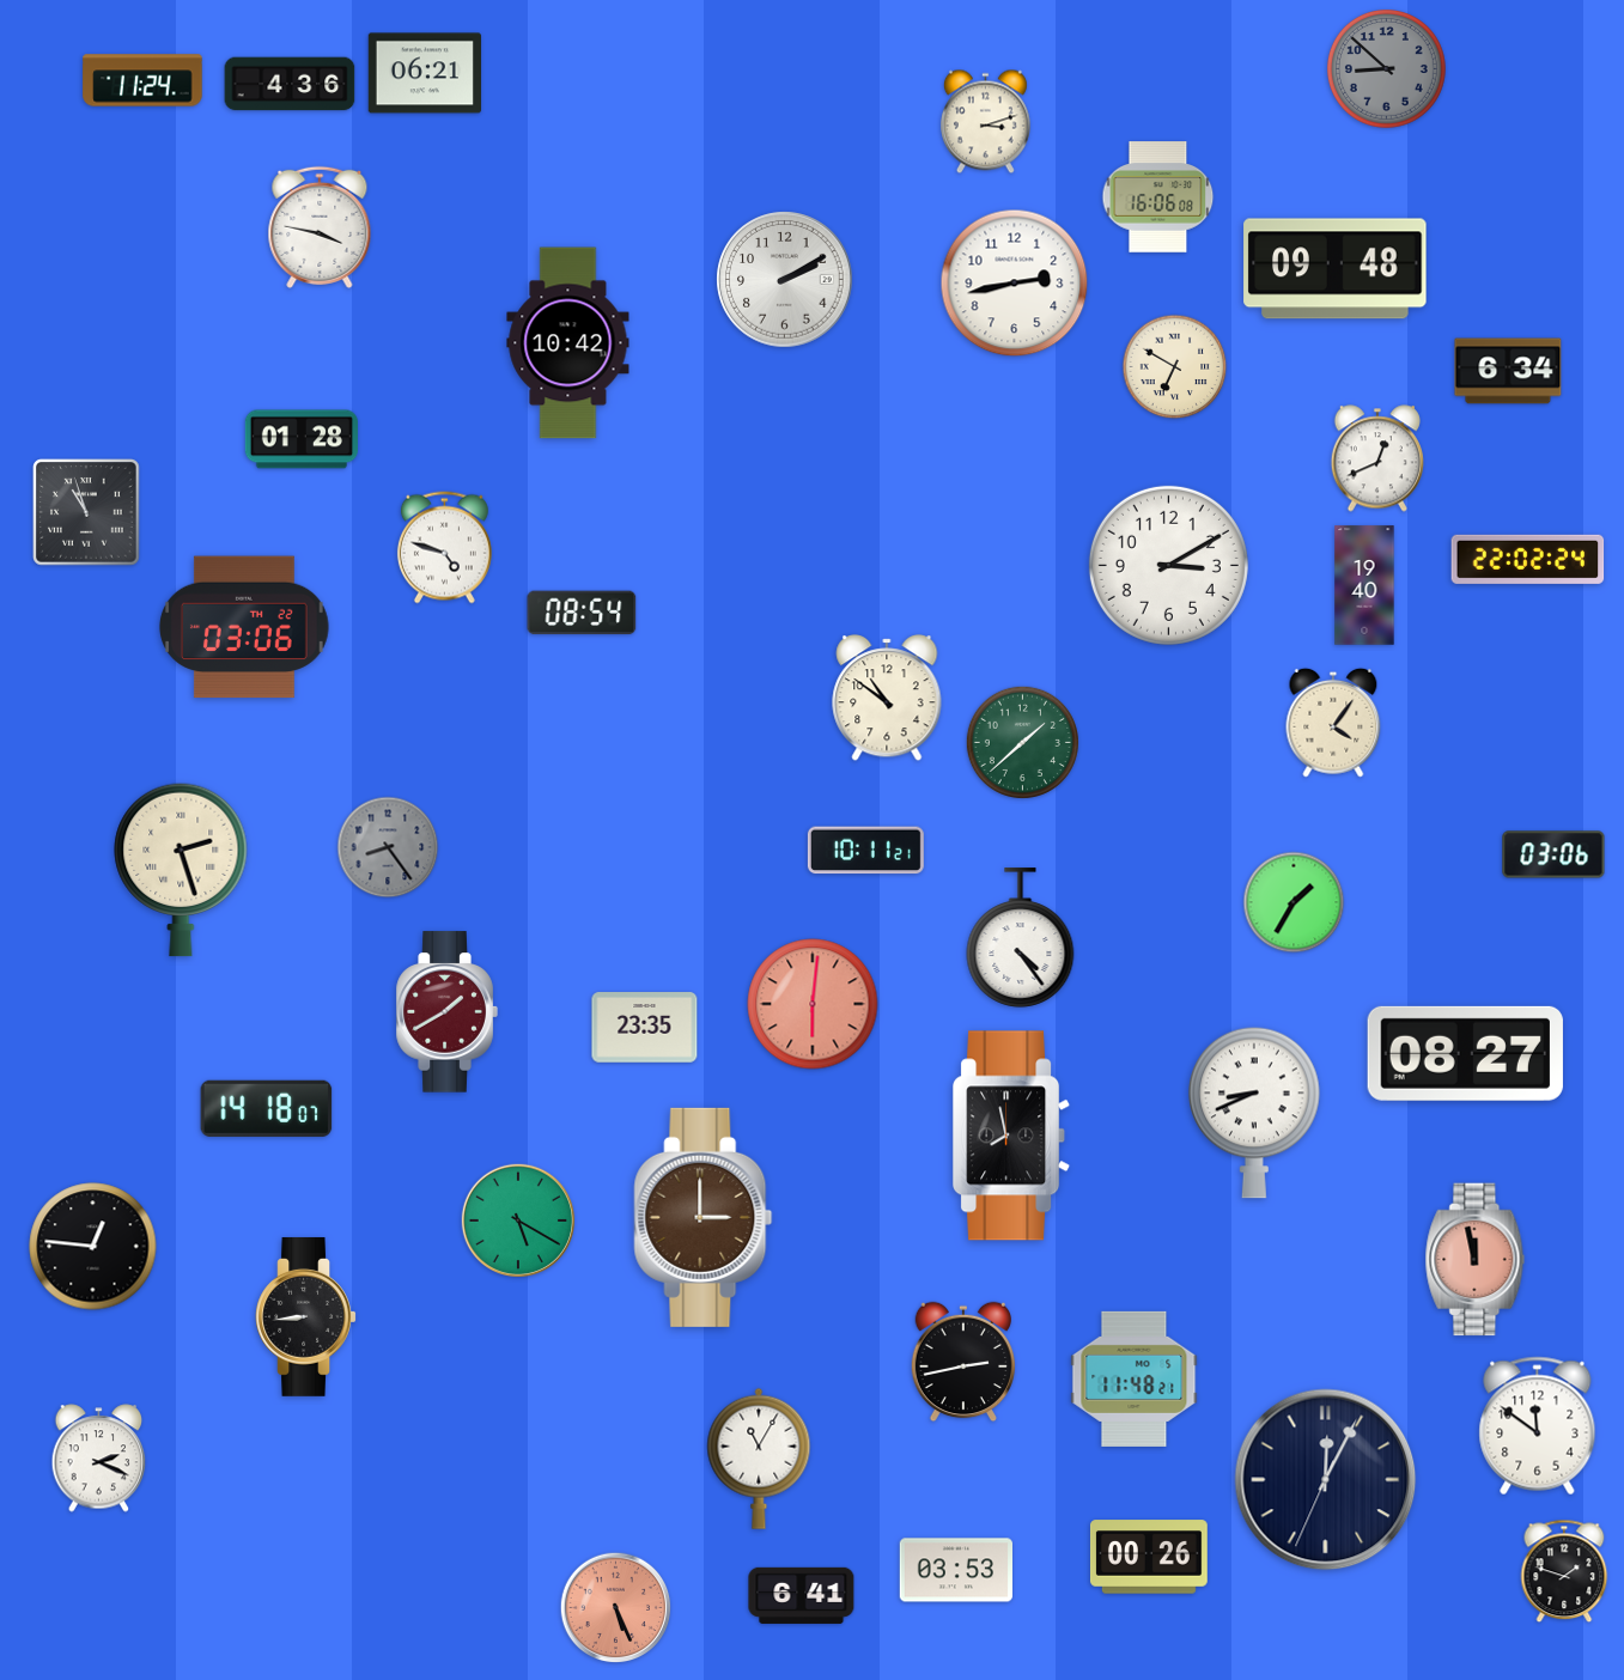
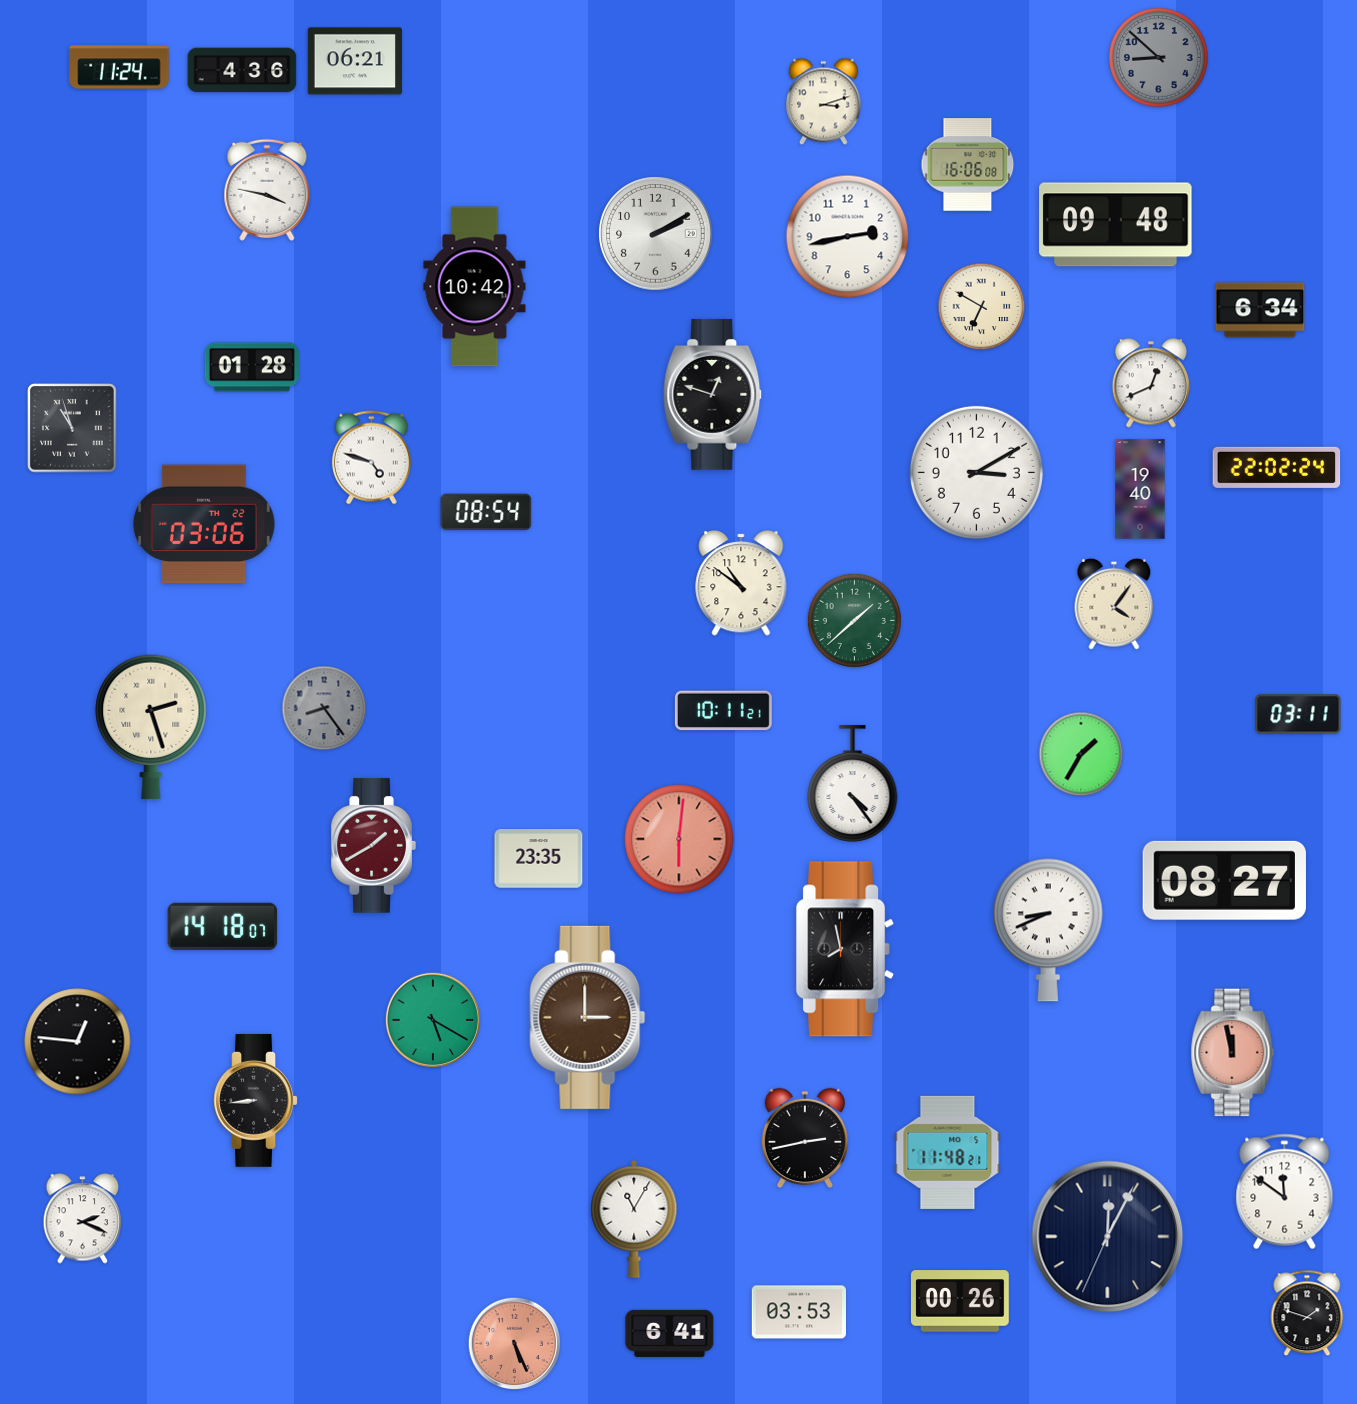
clock at (713, 395): none -> 12:48
clock at (1553, 854): 03:06 -> 03:11
